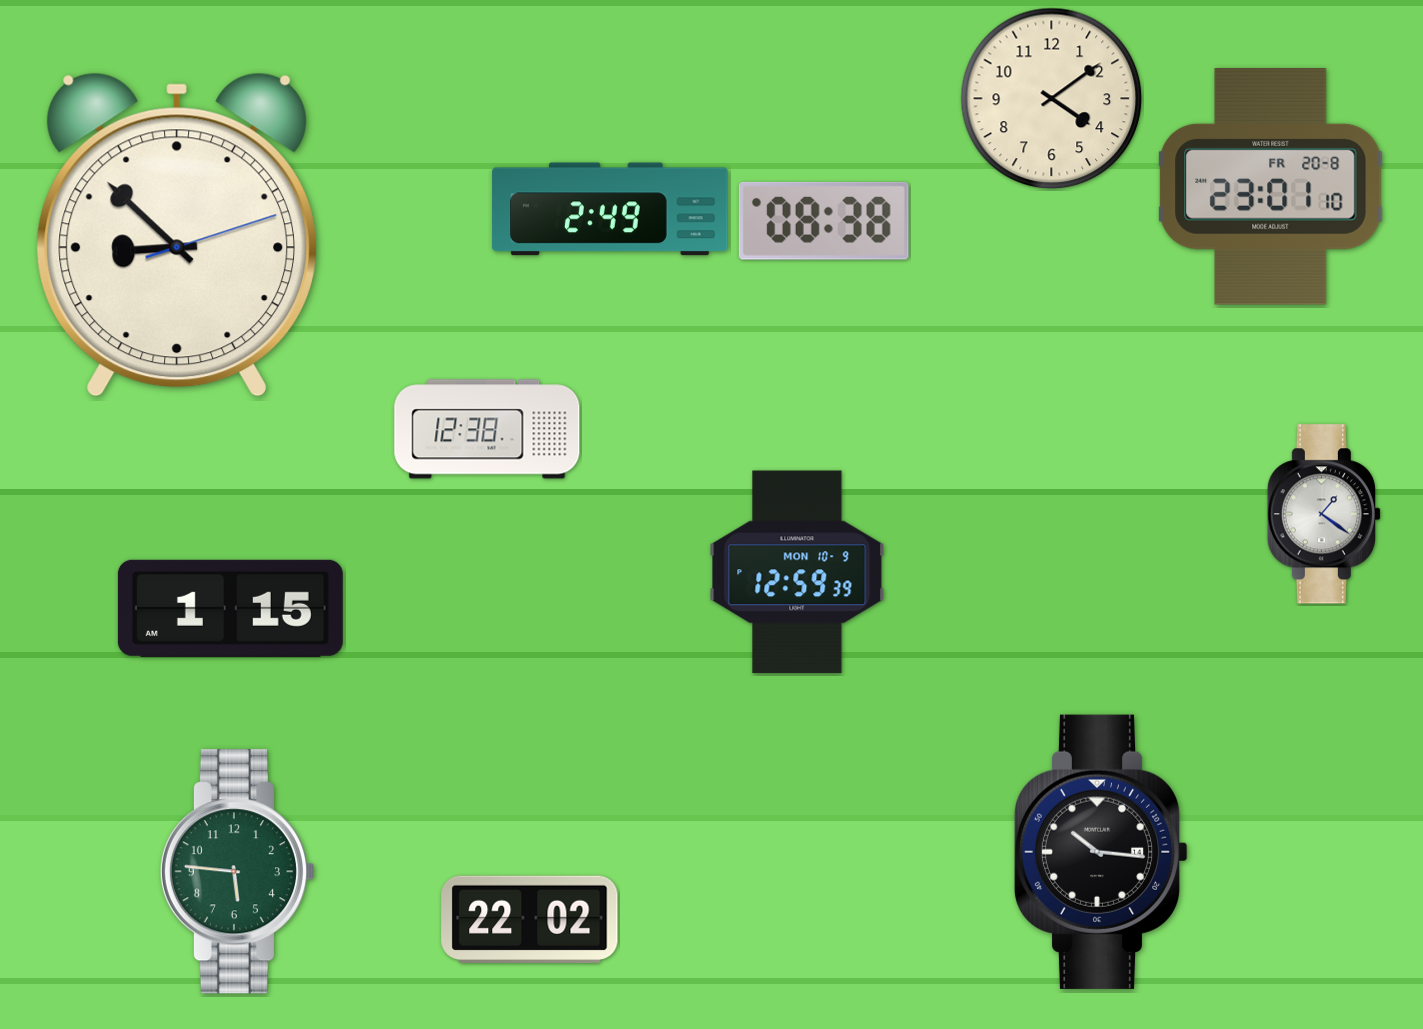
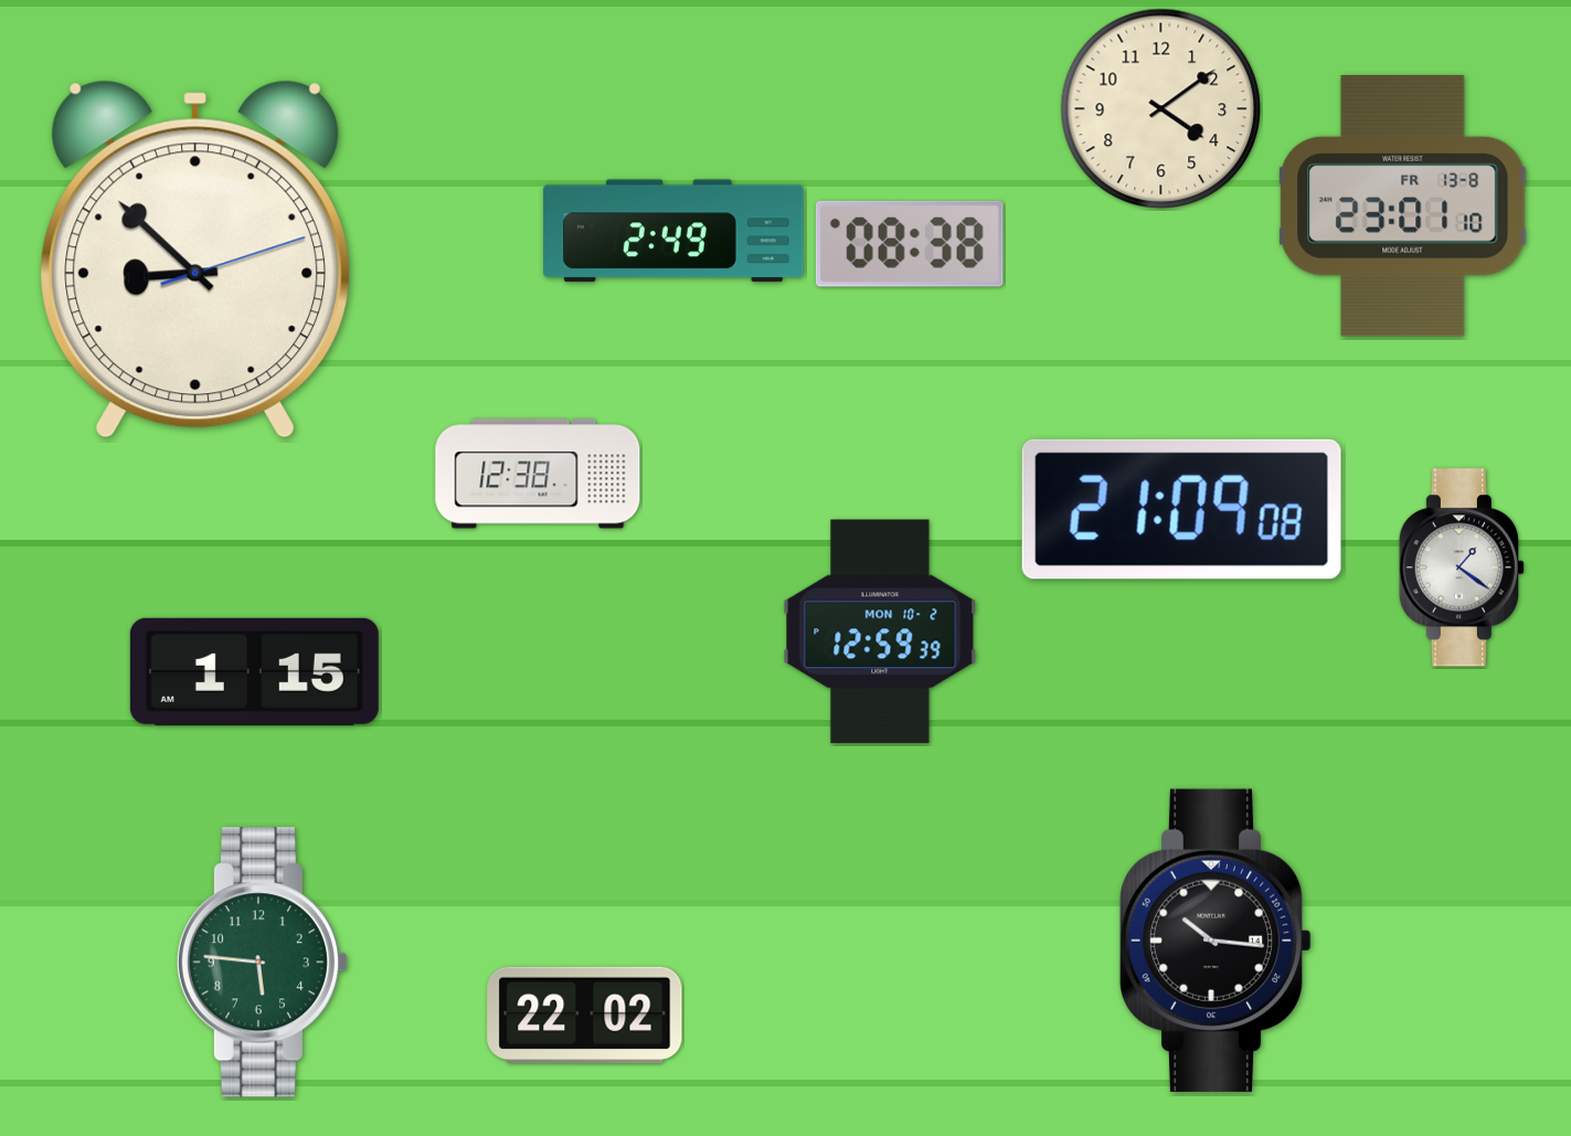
clock at (1271, 187) date: FR 20-8 -> FR 13-8
clock at (1181, 509): none -> 21:09
clock at (797, 572) date: MON 10-9 -> MON 10-2
